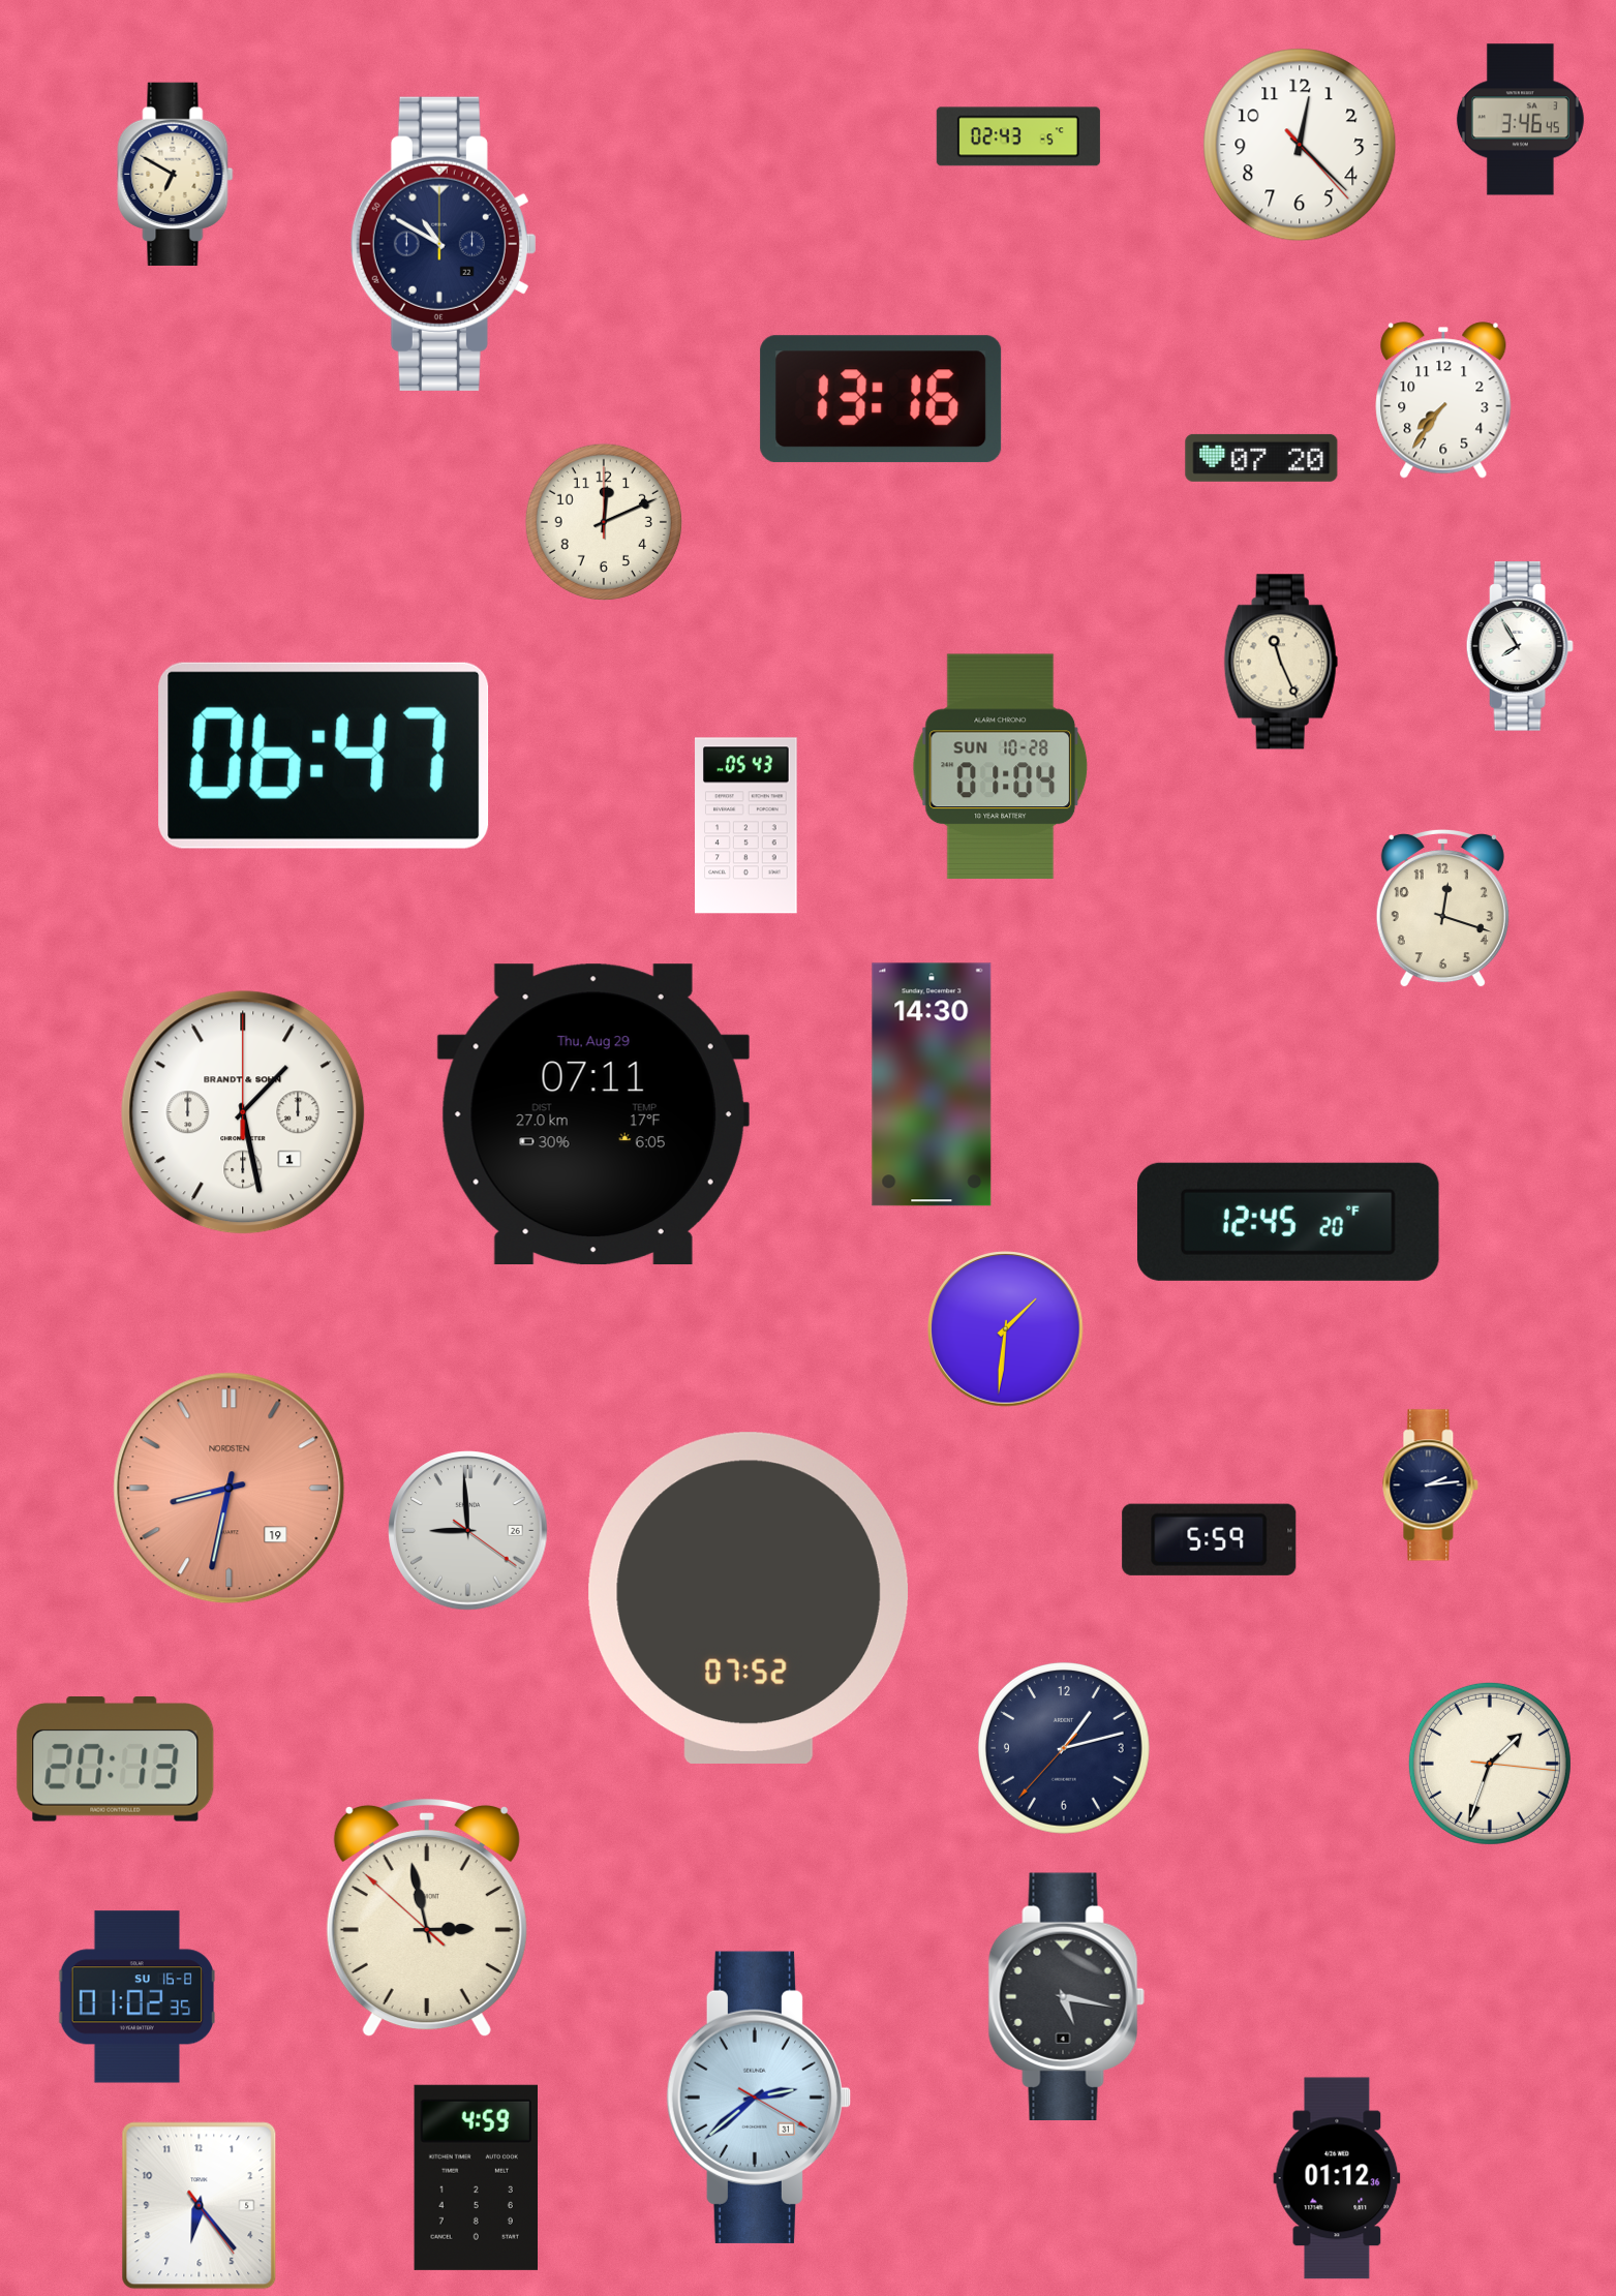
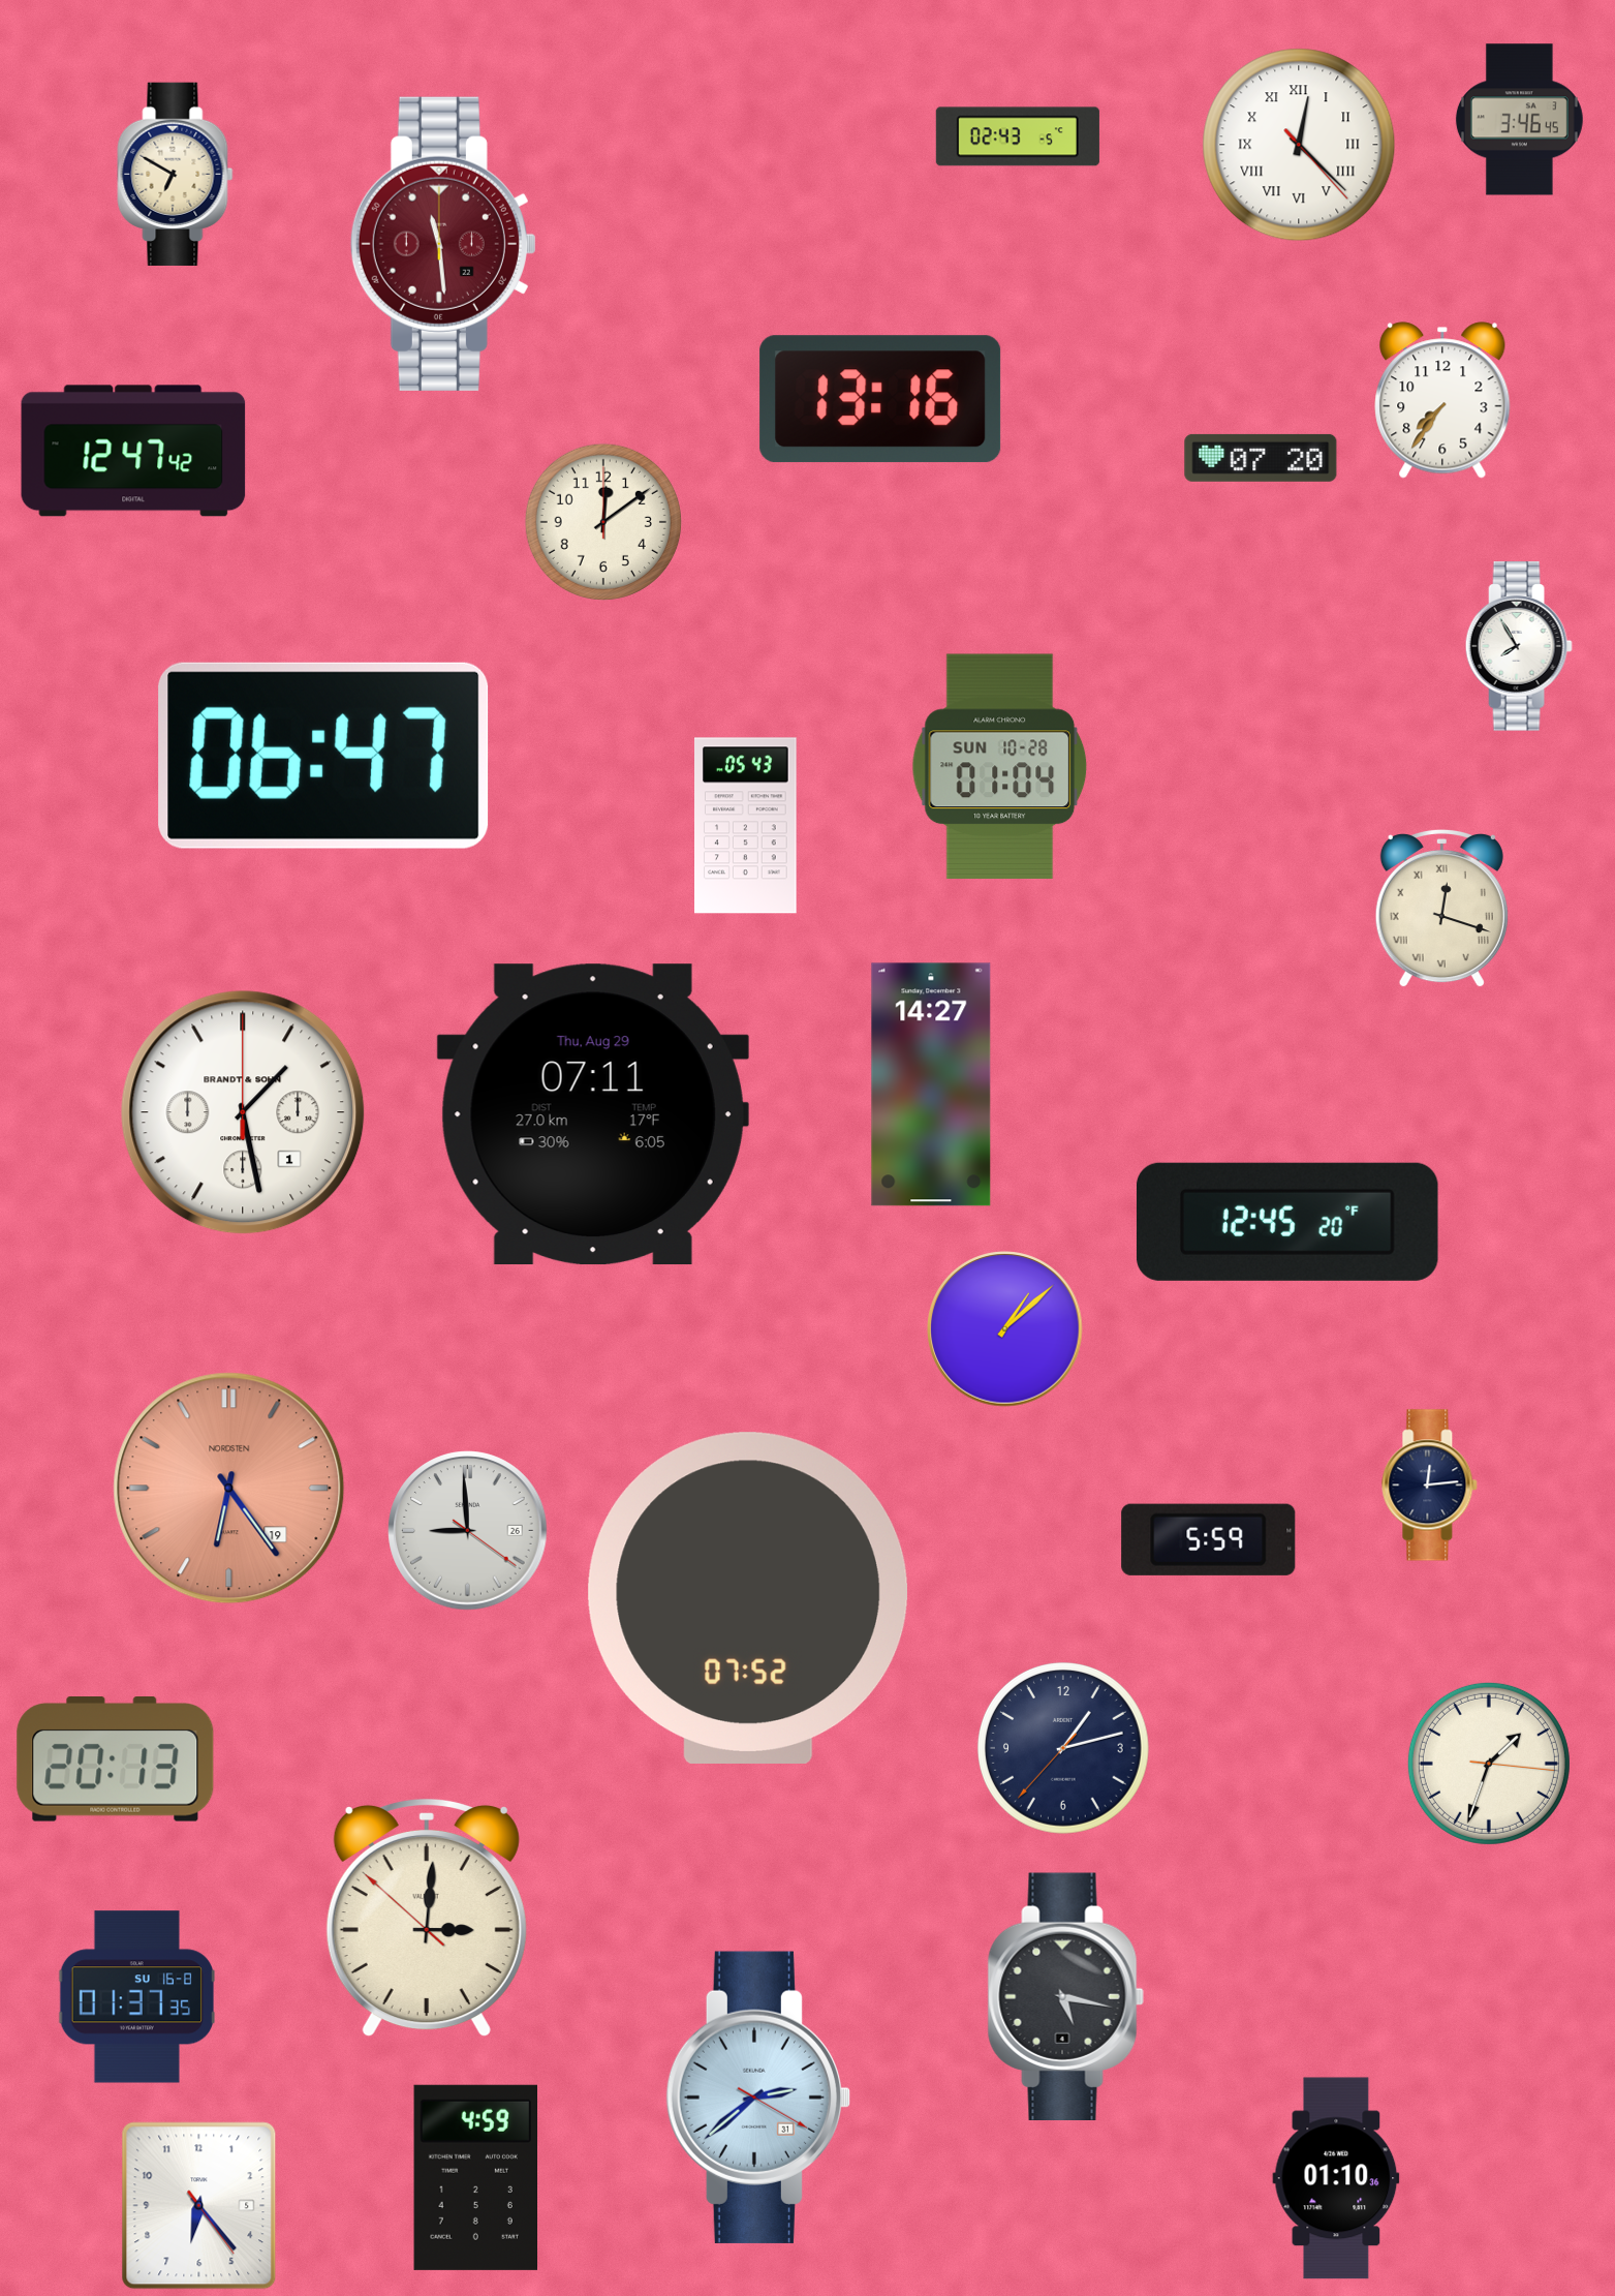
clock at (1300, 145) numerals: Arabic -> Roman
clock at (444, 244): 10:50 -> 11:29
clock at (444, 244) dial: navy -> burgundy
clock at (133, 451): none -> 12:47
clock at (604, 522): 12:11 -> 12:09
clock at (1281, 662): 11:26 -> none
clock at (1442, 909) numerals: Arabic -> Roman
clock at (932, 1084): 14:30 -> 14:27
clock at (1006, 1329): 1:31 -> 1:08
clock at (1431, 1486): 2:14 -> 12:14
clock at (230, 1489): 8:32 -> 6:24
clock at (427, 1918): 2:57 -> 3:00
clock at (136, 1997): 01:02 -> 01:37
clock at (1337, 2178): 01:12 -> 01:10
